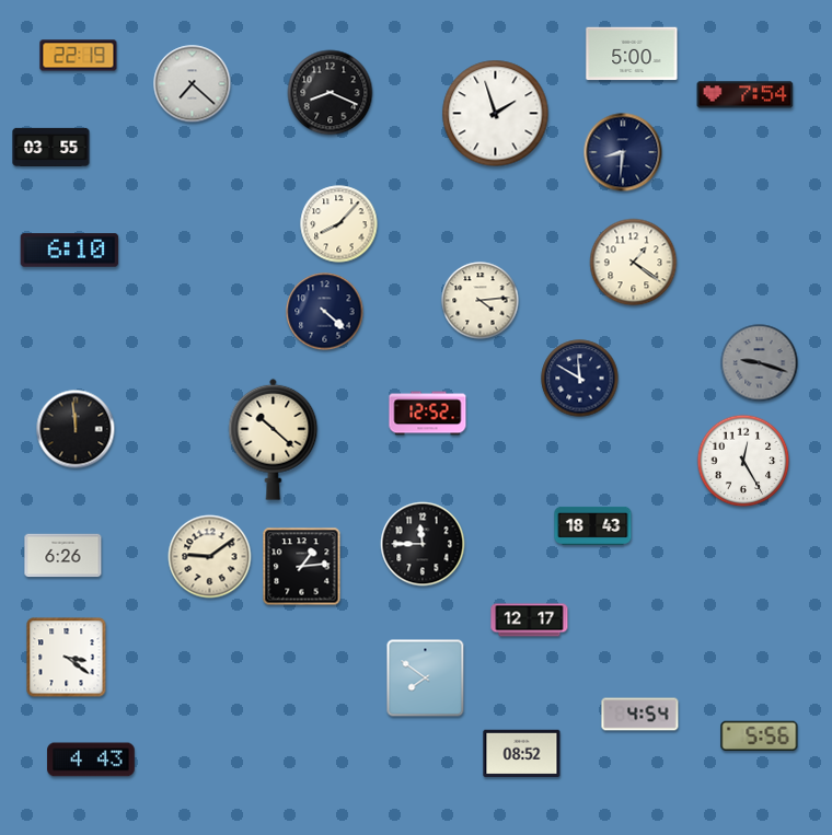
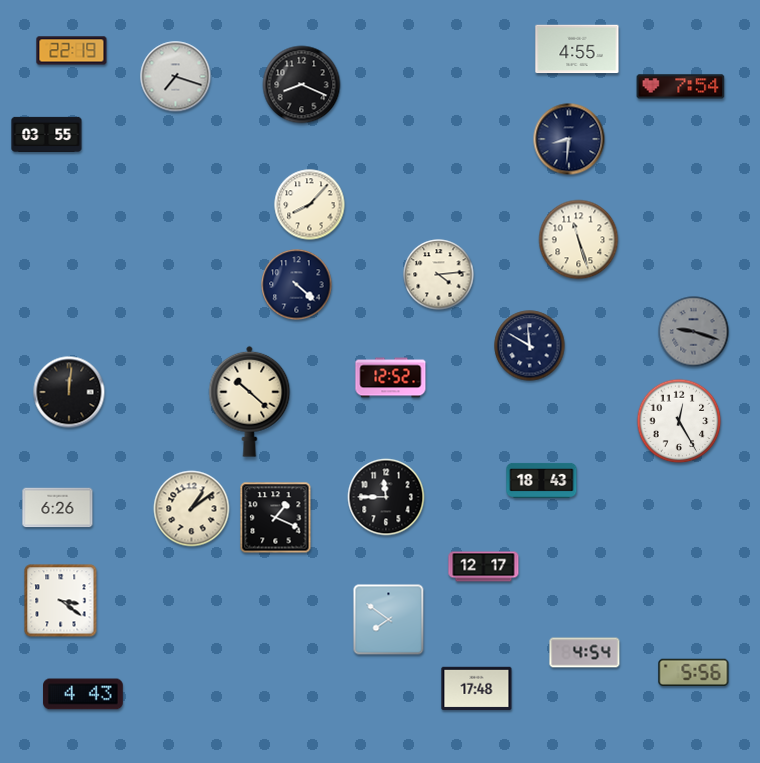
clock at (632, 54): 5:00 -> 4:55
clock at (193, 84): 7:22 -> 7:18
clock at (496, 114): 1:57 -> none
clock at (70, 251): 6:10 -> none
clock at (634, 263): 1:21 -> 11:27
clock at (76, 429): 11:59 -> 12:01
clock at (210, 557): 9:09 -> 1:09
clock at (302, 567): 1:14 -> 1:19
clock at (522, 754): 08:52 -> 17:48
